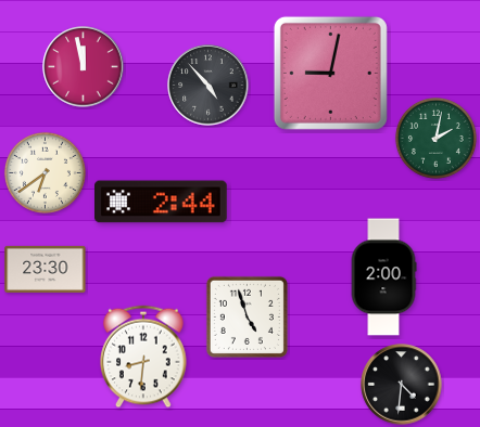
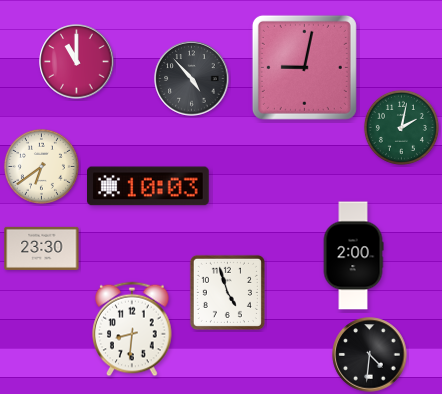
clock at (84, 67): 11:58 -> 11:00
clock at (45, 172) position: (45, 172) -> (41, 166)
clock at (162, 202): 2:44 -> 10:03
